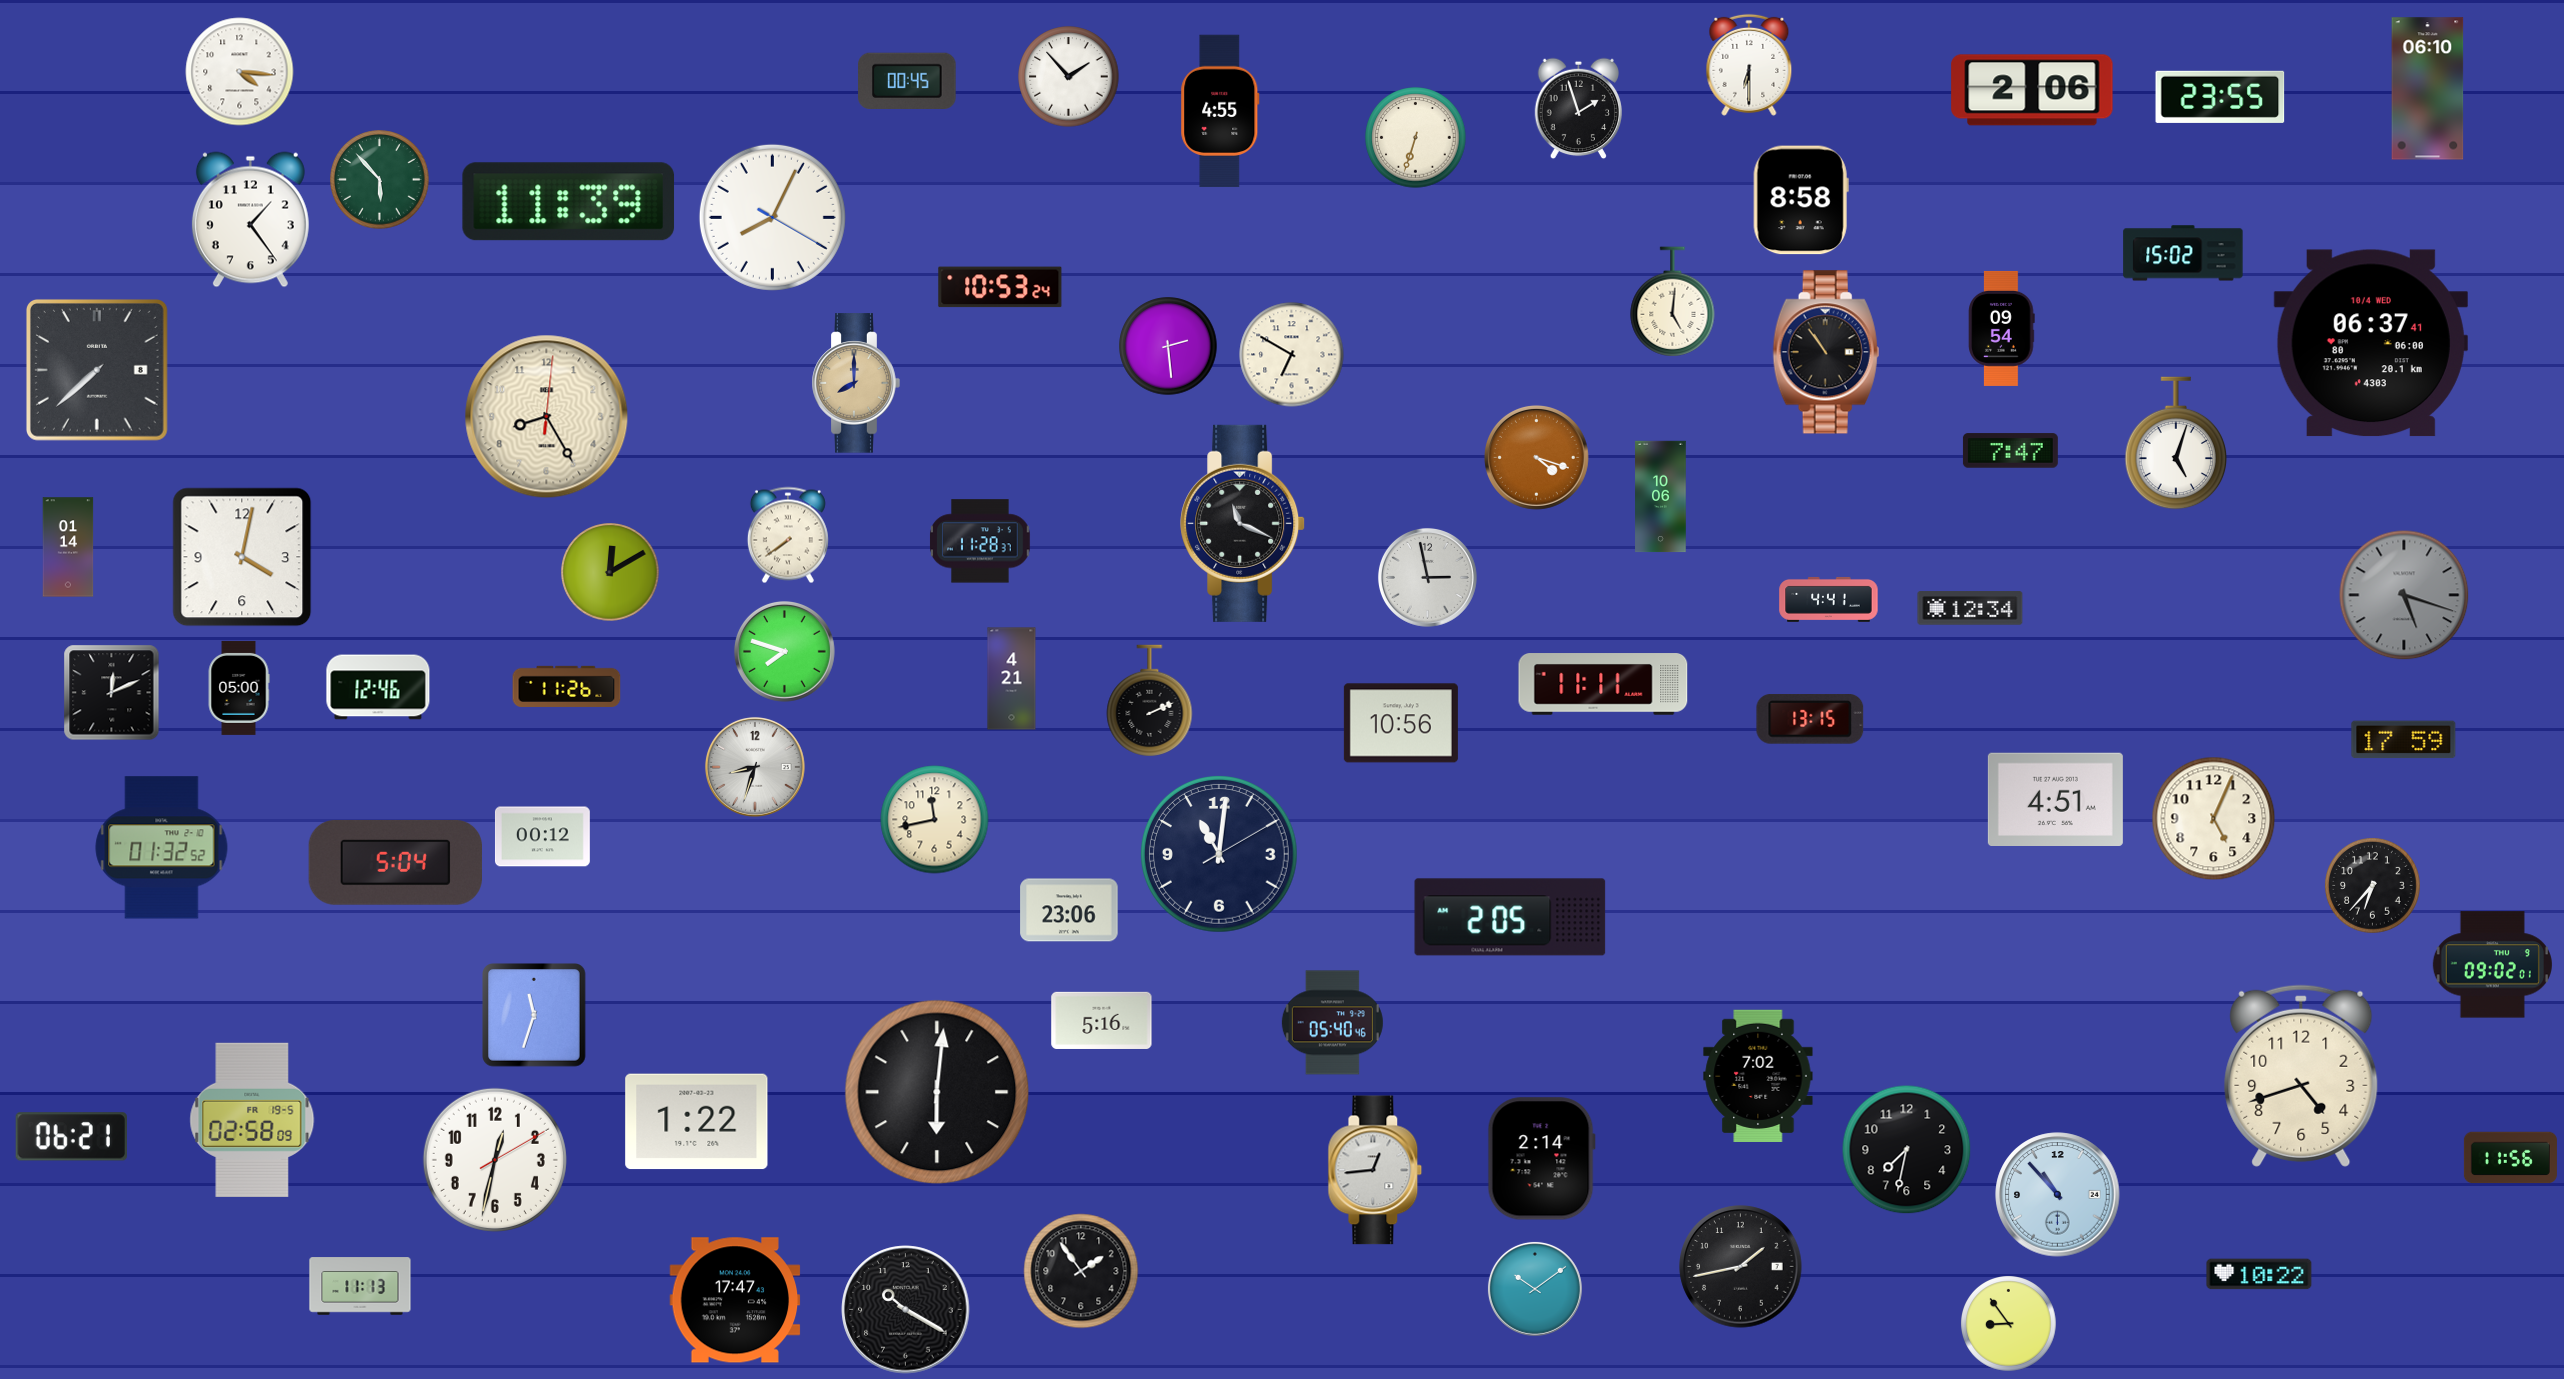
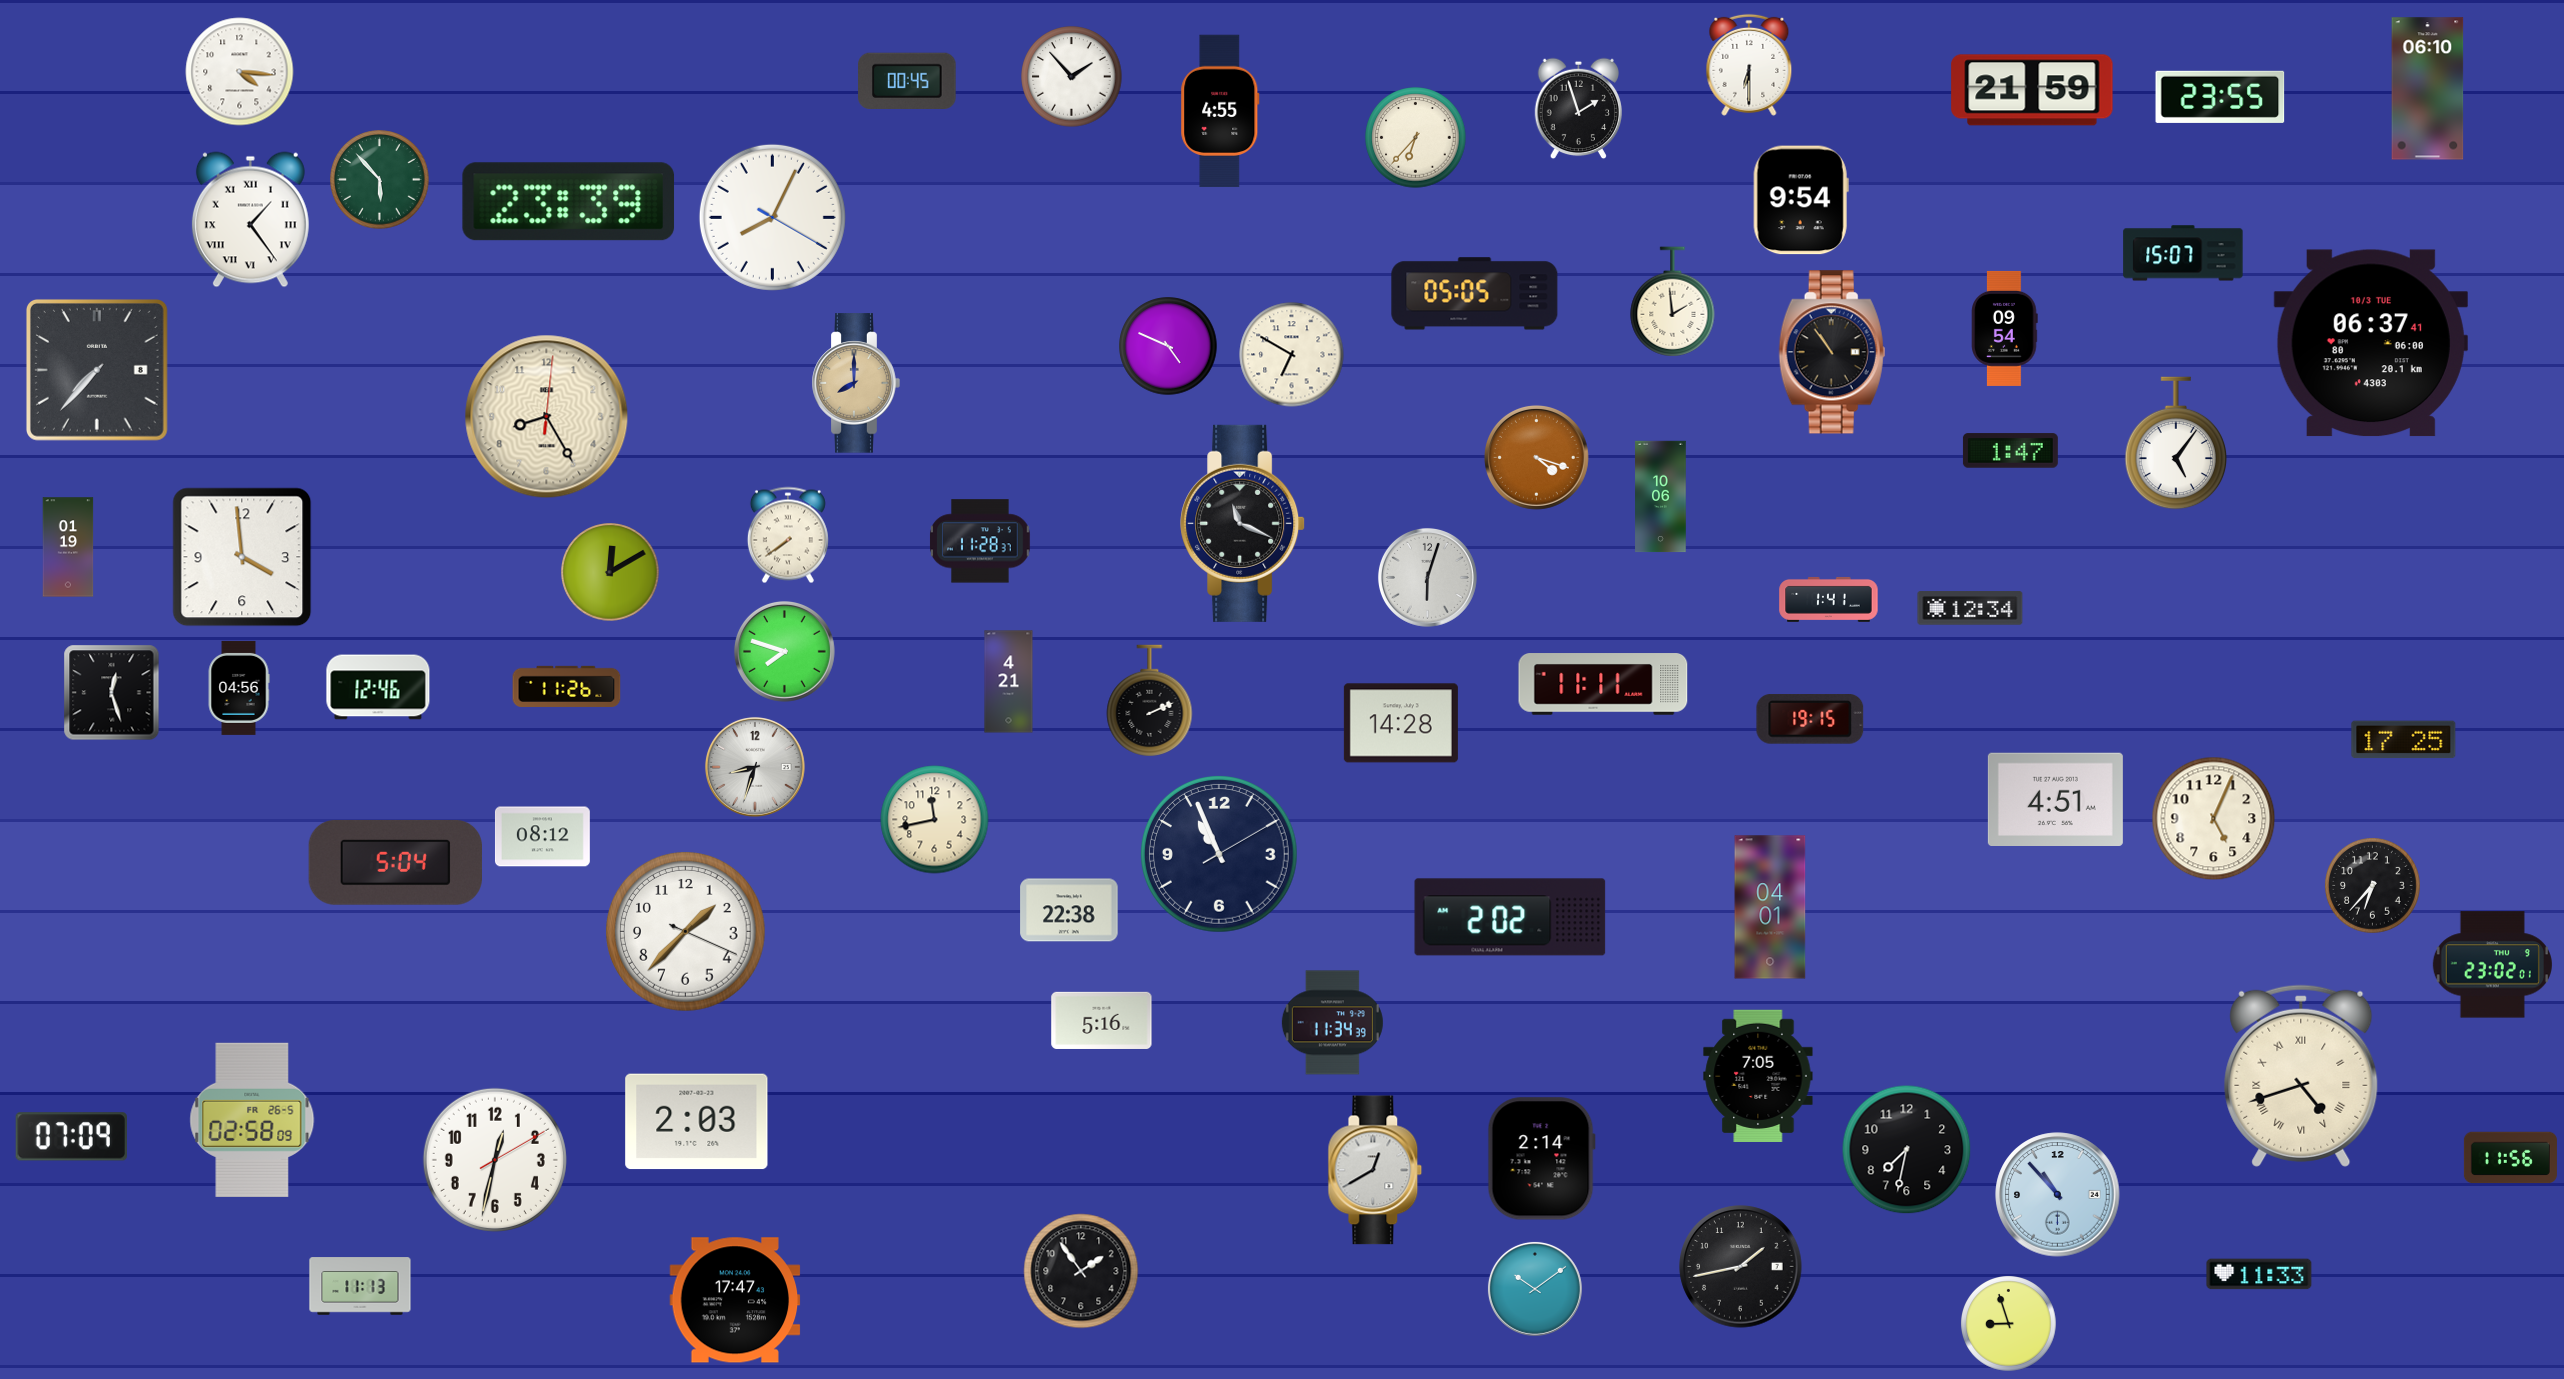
clock at (1069, 77) position: (1069, 77) -> (1072, 77)
clock at (2032, 90): 2:06 -> 21:59
clock at (1416, 138): 6:33 -> 6:37
clock at (1801, 200): 8:58 -> 9:54
clock at (569, 202): 11:39 -> 23:39
clock at (250, 220) numerals: Arabic -> Roman
clock at (2183, 253): 15:02 -> 15:07
clock at (1000, 287): 10:53 -> none
clock at (1475, 294): none -> 05:05
clock at (1673, 302): 5:01 -> 1:59
clock at (2002, 328) position: (2002, 328) -> (2005, 328)
clock at (2371, 343) date: 10/4 WED -> 10/3 TUE
clock at (1168, 346): 2:29 -> 4:49
clock at (1826, 352) position: (1826, 352) -> (1832, 352)
clock at (97, 370): 7:38 -> 7:37
clock at (2176, 443): 5:03 -> 5:06
clock at (2010, 451): 7:47 -> 1:47
clock at (68, 547): 01:14 -> 01:19
clock at (242, 557): 4:02 -> 3:59
clock at (1427, 577): 2:58 -> 6:03
clock at (2404, 595): 5:18 -> none
clock at (1829, 599): 4:41 -> 1:41
clock at (1012, 679) position: (1012, 679) -> (1009, 682)
clock at (239, 688): 05:00 -> 04:56
clock at (112, 693): 12:11 -> 12:27
clock at (1810, 720): 13:15 -> 19:15
clock at (1401, 723): 10:56 -> 14:28
clock at (2404, 740): 17:59 -> 17:25
clock at (542, 837): 00:12 -> 08:12
clock at (162, 848): 01:32 -> none
clock at (1220, 855): 11:01 -> 10:56
clock at (1770, 907): none -> 04:01
clock at (1069, 910): 23:06 -> 22:38
clock at (1510, 917): 2:05 -> 2:02
clock at (686, 932): none -> 1:37
clock at (2492, 965): 09:02 -> 23:02
clock at (535, 1016): 11:33 -> none
clock at (1332, 1023): 05:40 -> 11:34
clock at (1758, 1075): 7:02 -> 7:05
clock at (2301, 1076) numerals: Arabic -> Roman
clock at (937, 1092): 6:01 -> none
clock at (252, 1120) date: FR 19-5 -> FR 26-5
clock at (697, 1122): 1:22 -> 2:03
clock at (71, 1137): 06:21 -> 07:09
clock at (1375, 1170): 12:44 -> 12:40
clock at (2259, 1274): 10:22 -> 11:33
clock at (906, 1310): 10:20 -> none
clock at (2009, 1324): 8:54 -> 8:57
